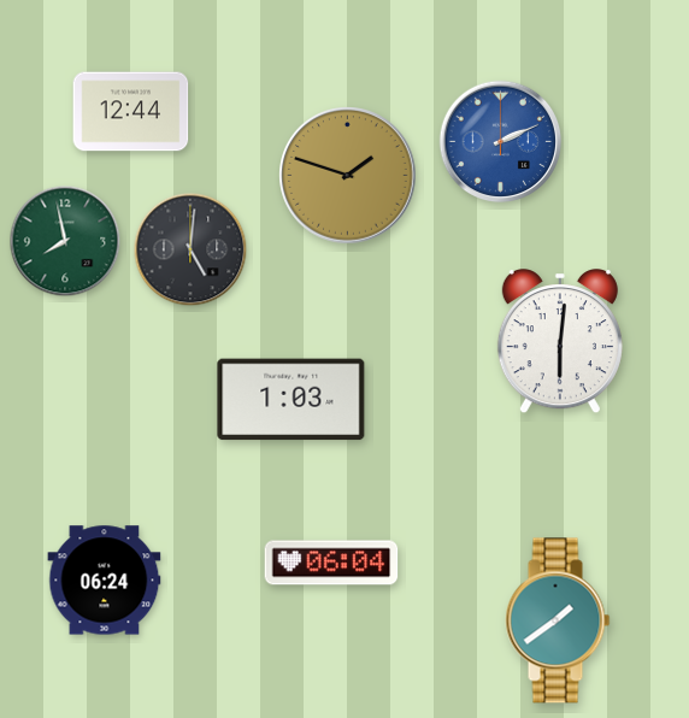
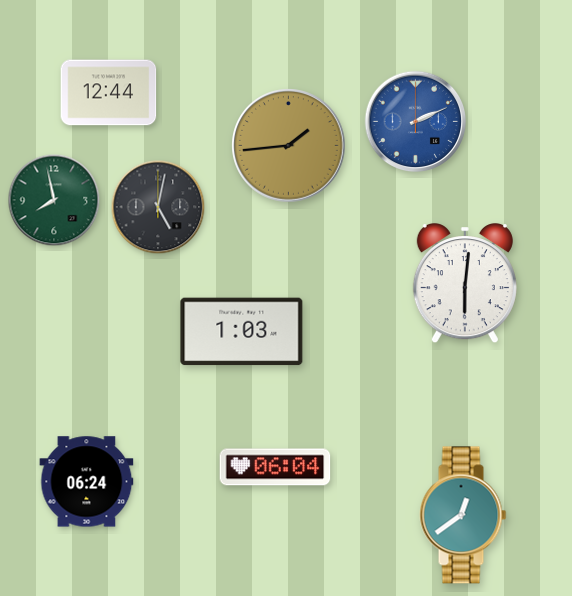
clock at (501, 142) position: (501, 142) -> (416, 122)
clock at (348, 176): 1:48 -> 1:44
clock at (190, 249): 5:01 -> 5:02
clock at (558, 620): 1:39 -> 12:39
